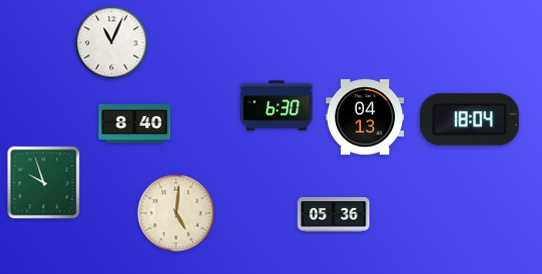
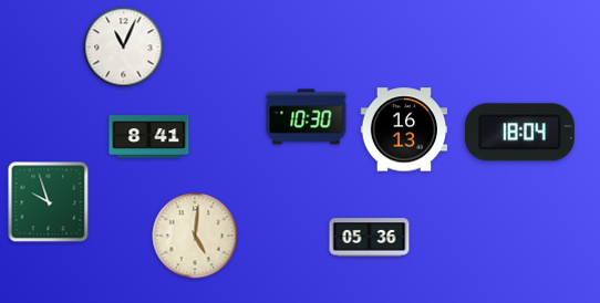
clock at (277, 106): 6:30 -> 10:30
clock at (365, 117): 04:13 -> 16:13
clock at (135, 124): 8:40 -> 8:41
